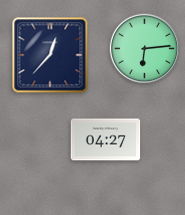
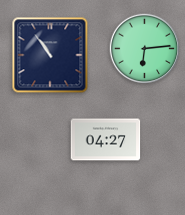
clock at (50, 55): 12:37 -> 10:54
